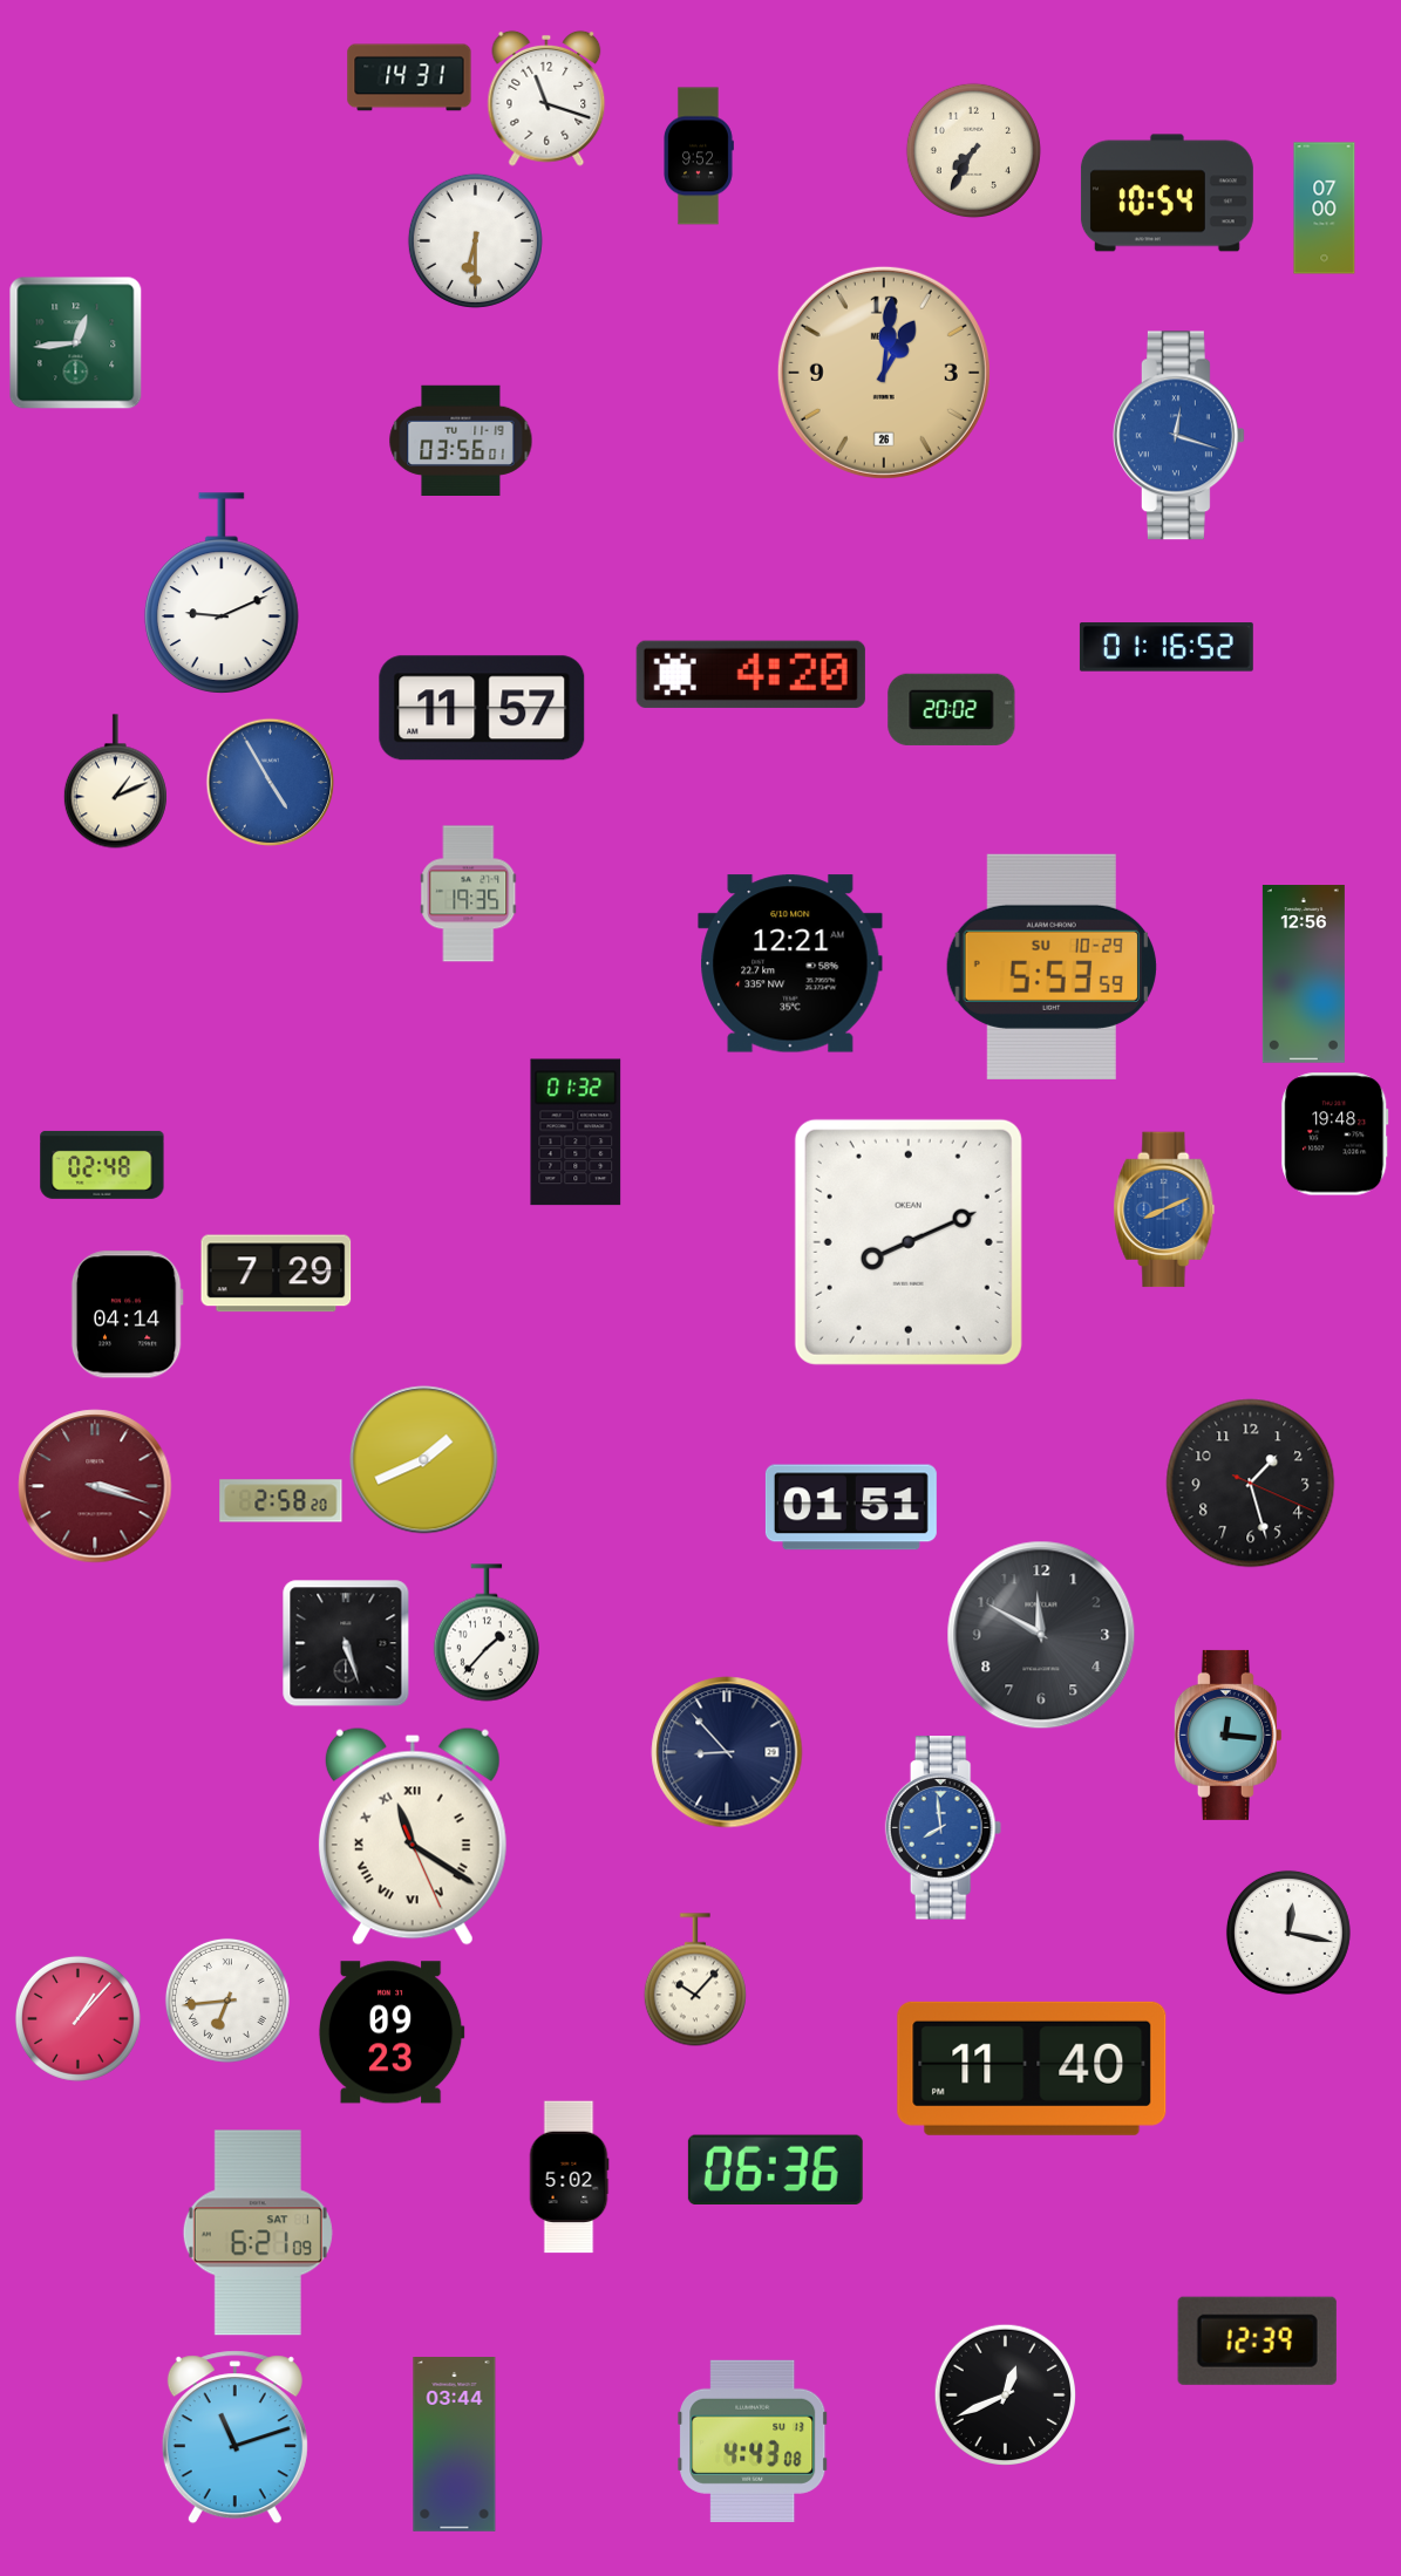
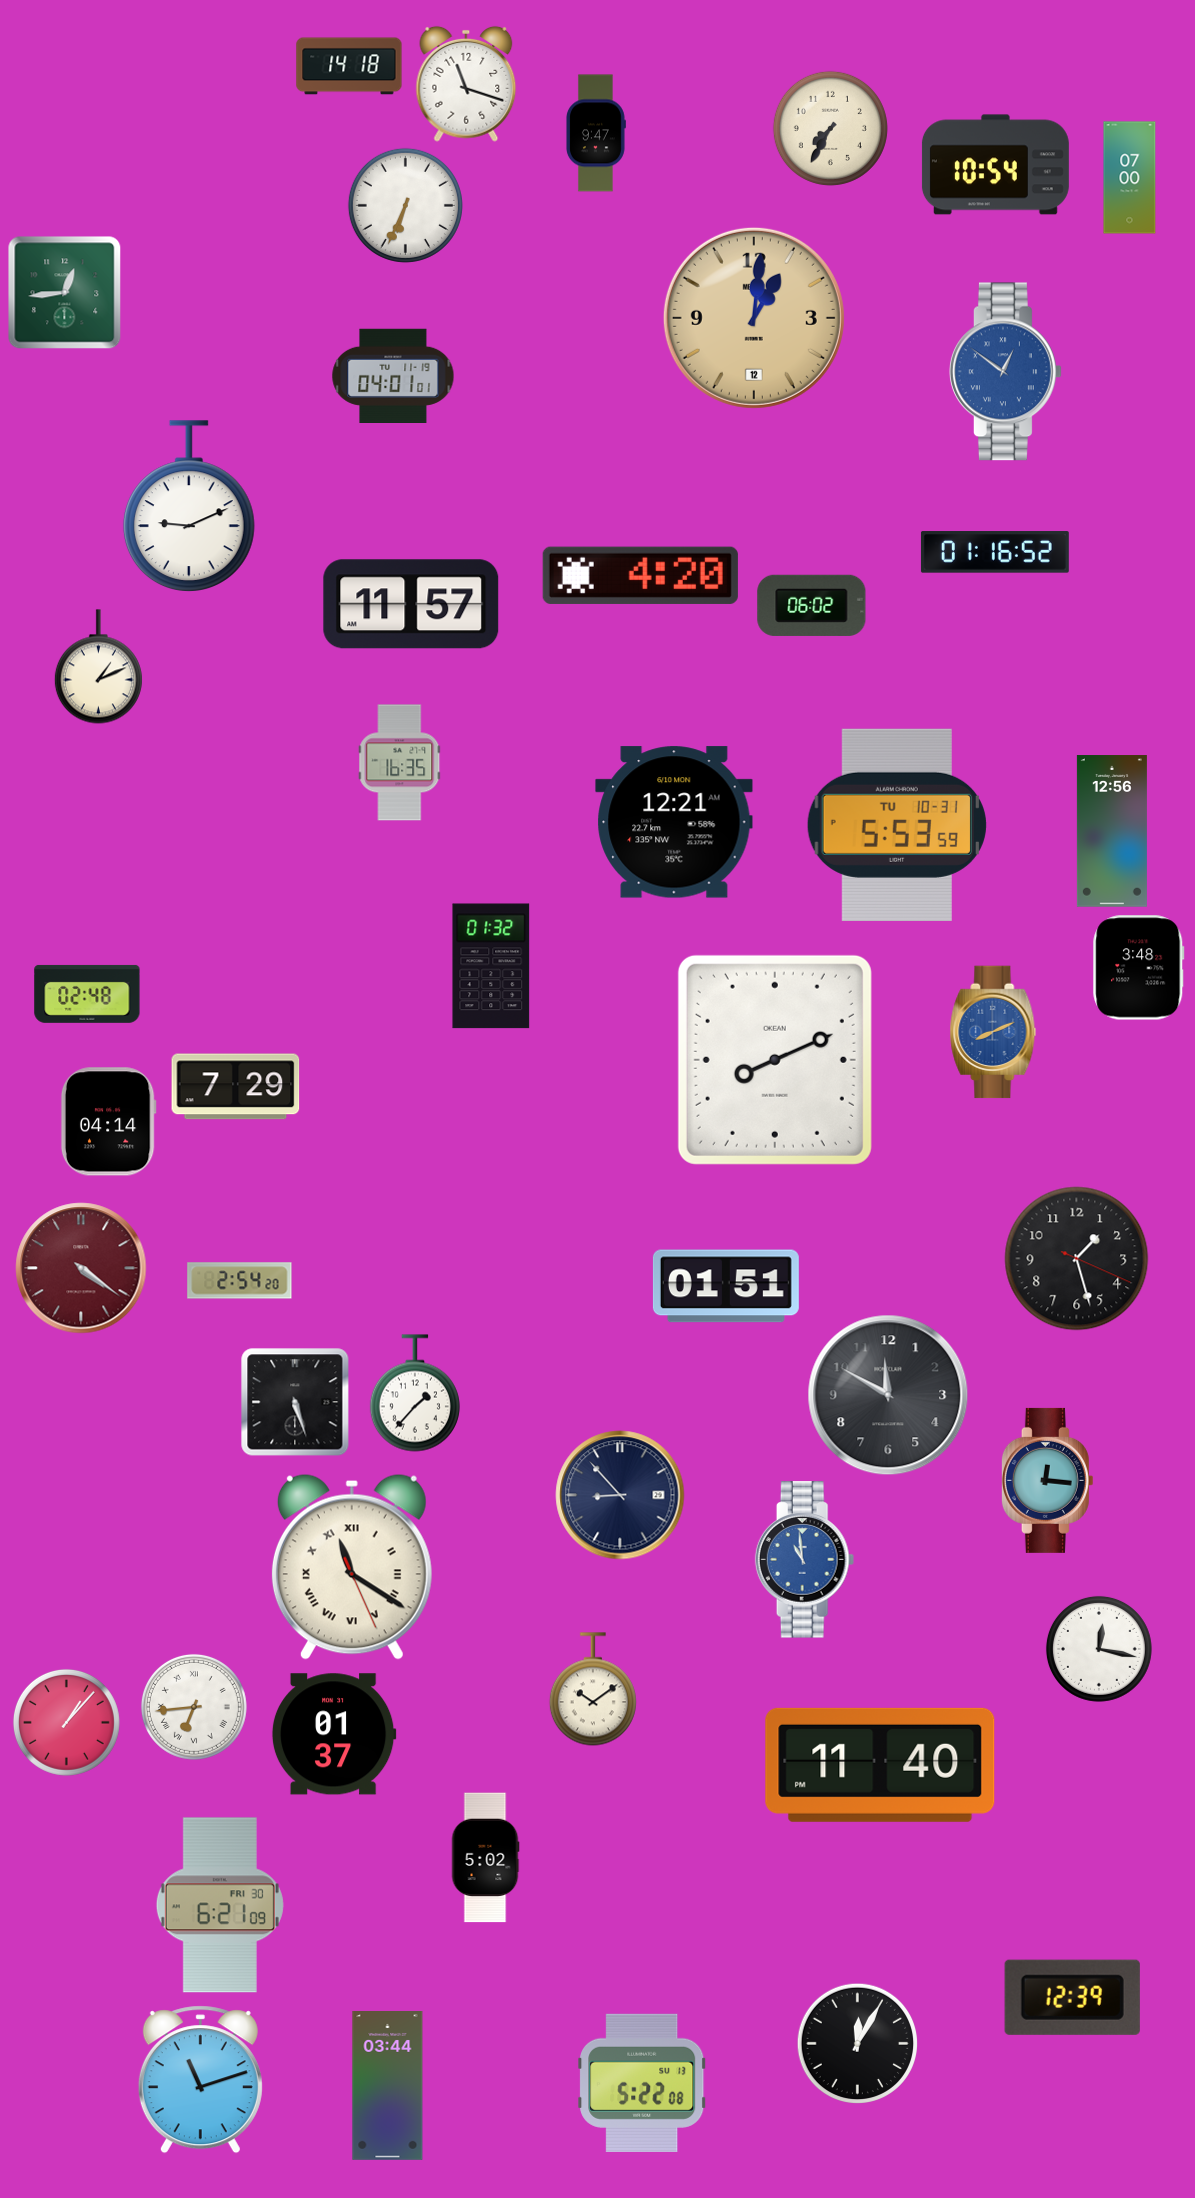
clock at (409, 77): 14:31 -> 14:18
clock at (699, 156): 9:52 -> 9:47
clock at (475, 240): 6:30 -> 6:34
clock at (884, 373) date: 26 -> 12
clock at (1178, 436): 12:18 -> 12:51
clock at (461, 439): 03:56 -> 04:01
clock at (952, 709): 20:02 -> 06:02
clock at (270, 782): 4:55 -> none
clock at (469, 894): 19:35 -> 16:35
clock at (1052, 967) date: SU 10-29 -> TU 10-31
clock at (1335, 1134): 19:48 -> 3:48
clock at (424, 1460): 1:41 -> none
clock at (1251, 1484) position: (1251, 1484) -> (1077, 1259)
clock at (95, 1486): 3:18 -> 4:21
clock at (281, 1501): 2:58 -> 2:54
clock at (944, 1828): 7:59 -> 10:59
clock at (695, 1979): 10:07 -> 10:09
clock at (392, 2032): 09:23 -> 01:37
clock at (775, 2169): 06:36 -> none
clock at (258, 2233) date: SAT 1 -> FRI 30
clock at (1005, 2394): 12:41 -> 12:05
clock at (753, 2441): 4:43 -> 5:22
